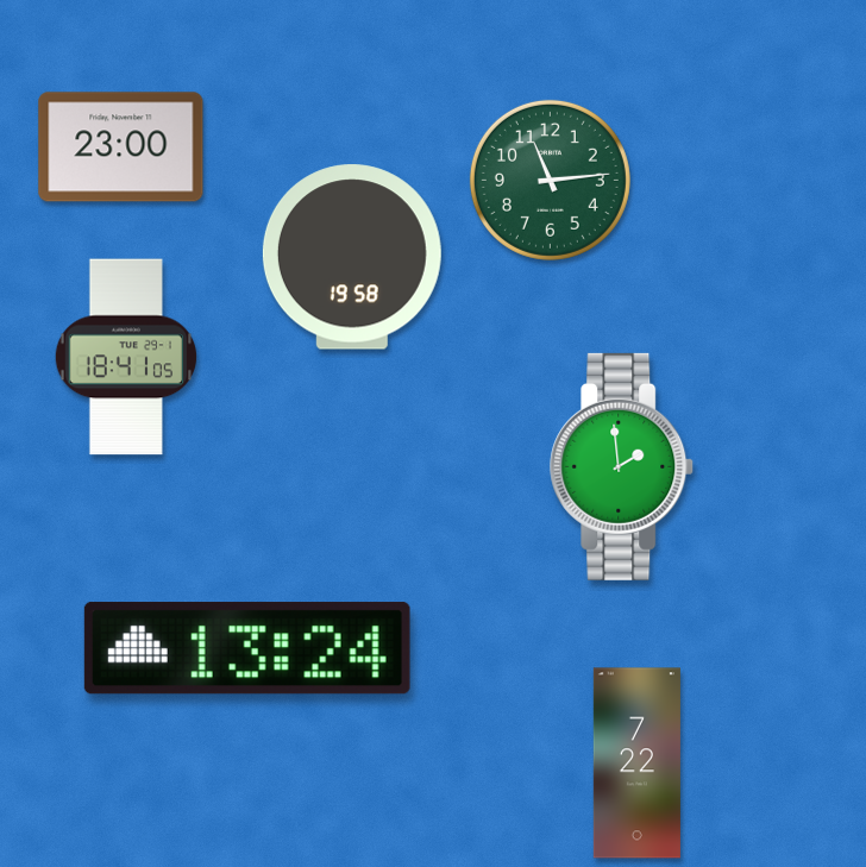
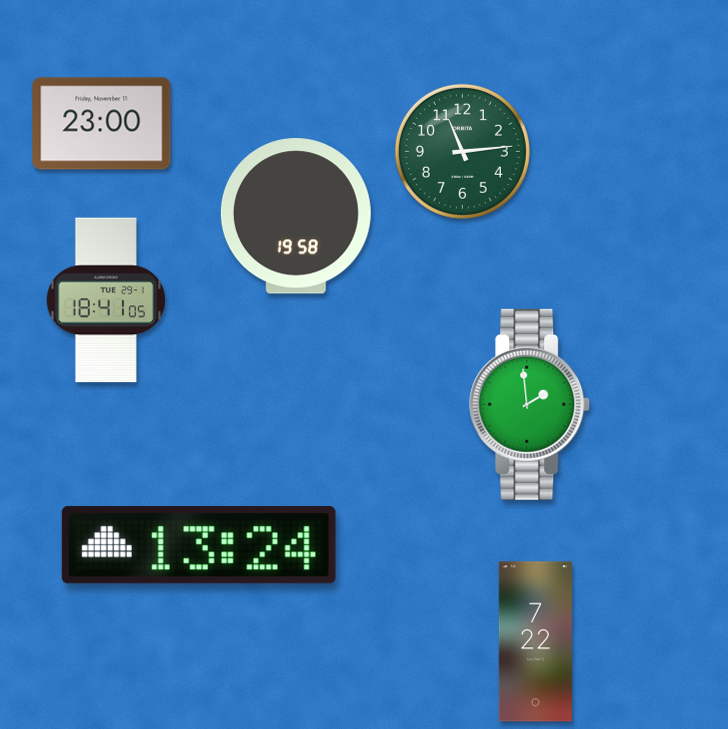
clock at (622, 466) position: (622, 466) -> (530, 404)
clock at (247, 648) position: (247, 648) -> (199, 545)
